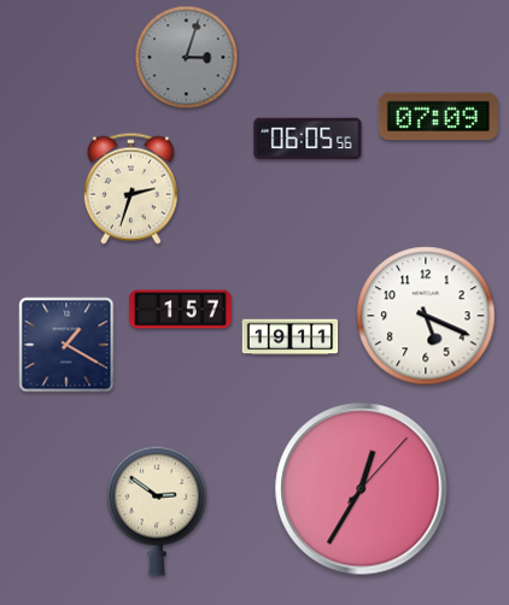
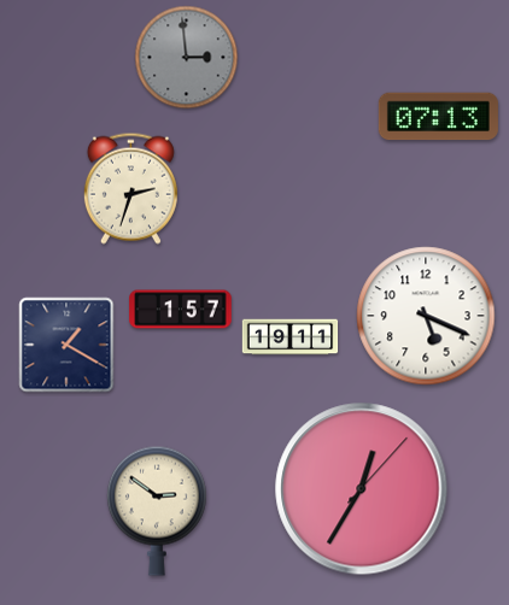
clock at (187, 58): 3:03 -> 2:59
clock at (438, 117): 07:09 -> 07:13
clock at (308, 139): 06:05 -> none
